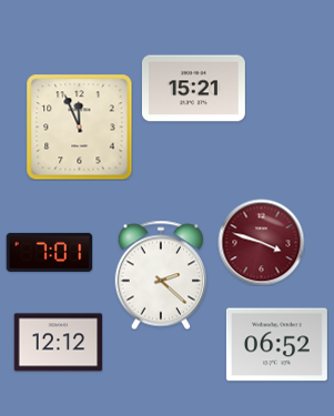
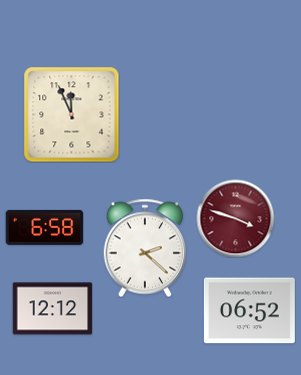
clock at (193, 89): 15:21 -> none
clock at (49, 252): 7:01 -> 6:58
